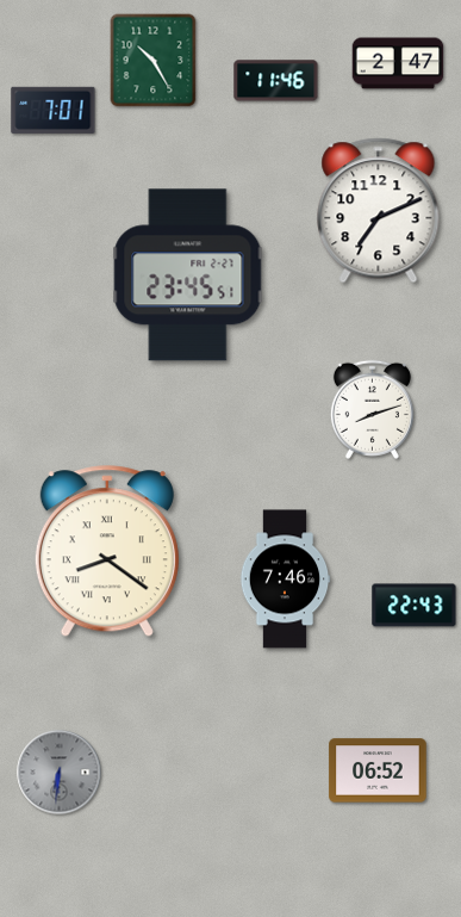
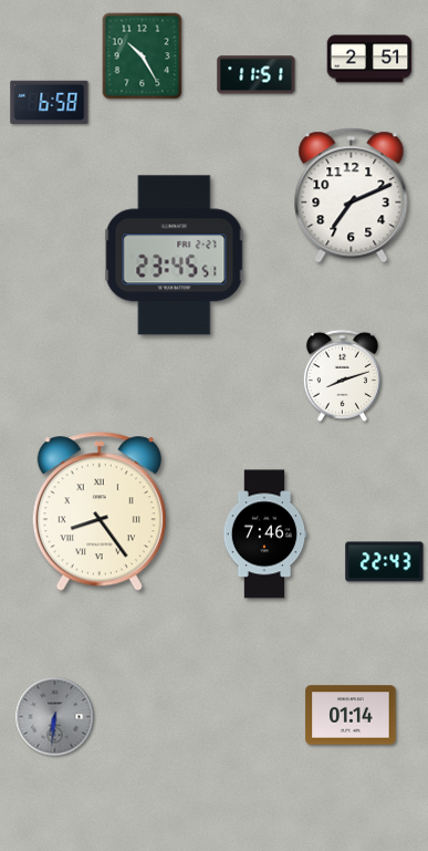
clock at (398, 63): 2:47 -> 2:51
clock at (276, 81): 11:46 -> 11:51
clock at (54, 110): 7:01 -> 6:58
clock at (372, 409) position: (372, 409) -> (342, 375)
clock at (107, 552): 8:21 -> 8:24
clock at (285, 580) position: (285, 580) -> (264, 535)
clock at (378, 770): 06:52 -> 01:14
